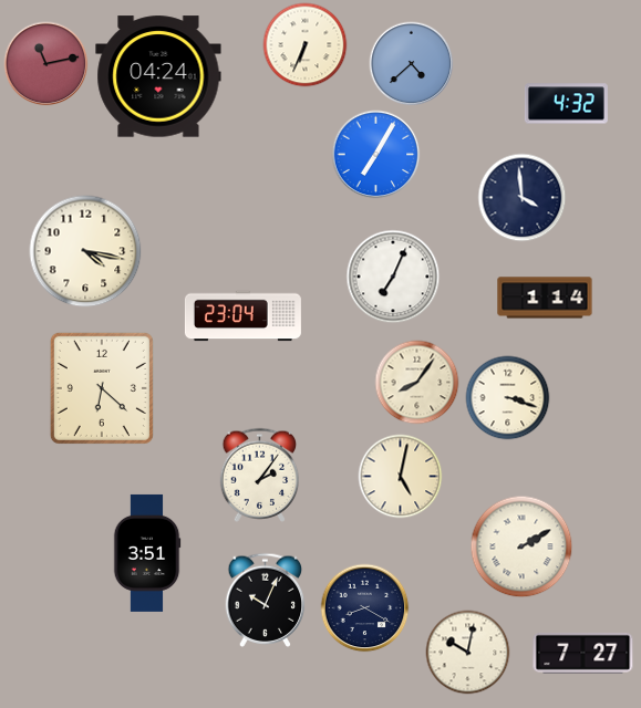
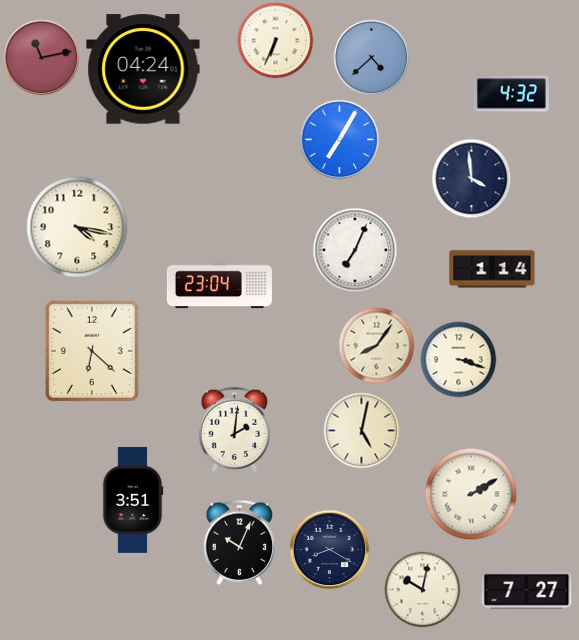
clock at (260, 475): 2:06 -> 2:01
